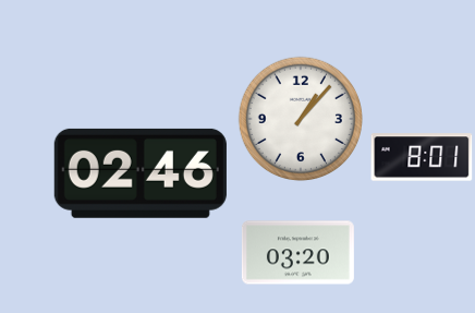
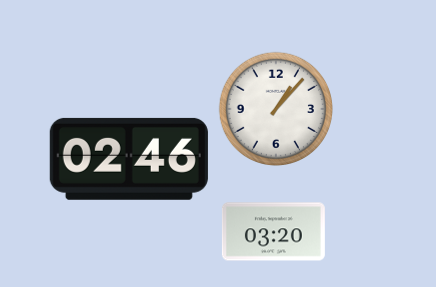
clock at (422, 157): 8:01 -> none
